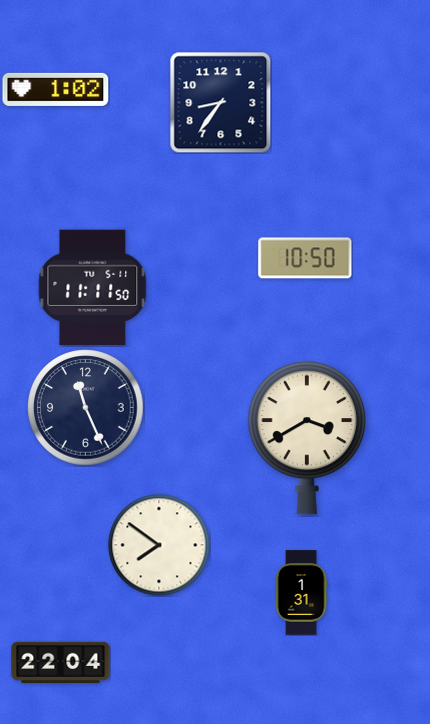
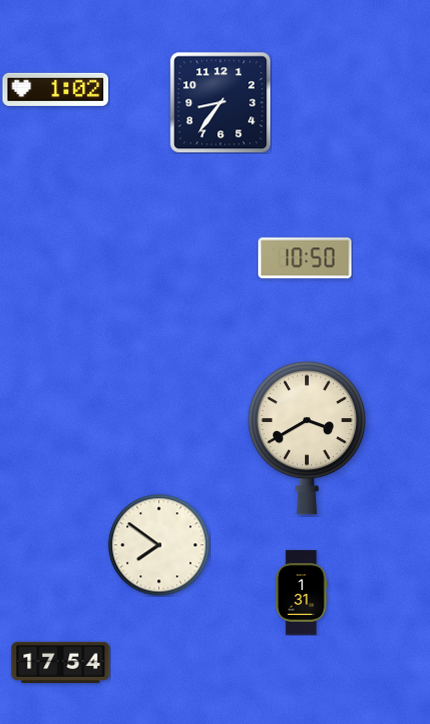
clock at (93, 288): 11:11 -> none
clock at (86, 408): 11:26 -> none
clock at (61, 662): 22:04 -> 17:54
